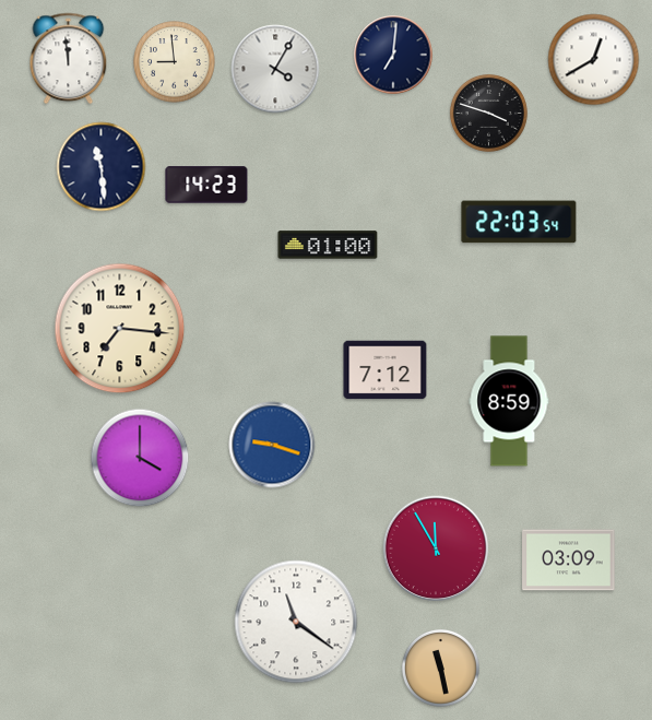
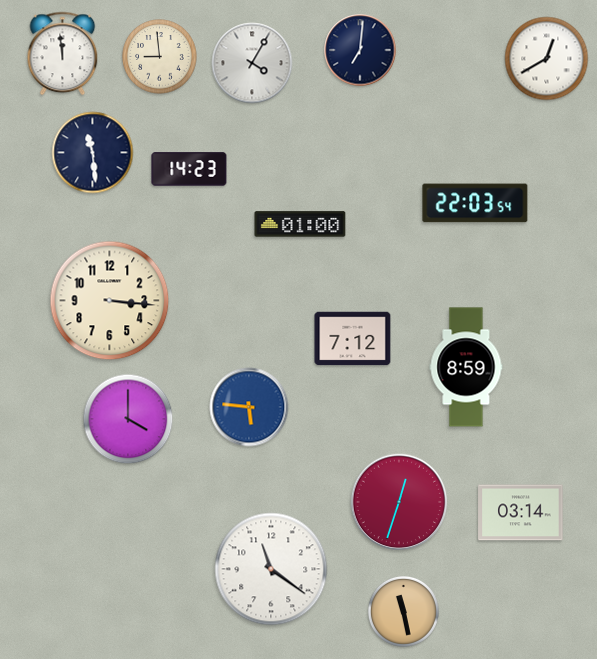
clock at (594, 60) position: (594, 60) -> (547, 59)
clock at (488, 113): 3:48 -> none
clock at (120, 329): 7:16 -> 3:16
clock at (272, 445): 9:18 -> 5:46
clock at (436, 548): 11:55 -> 12:33
clock at (569, 560): 03:09 -> 03:14
